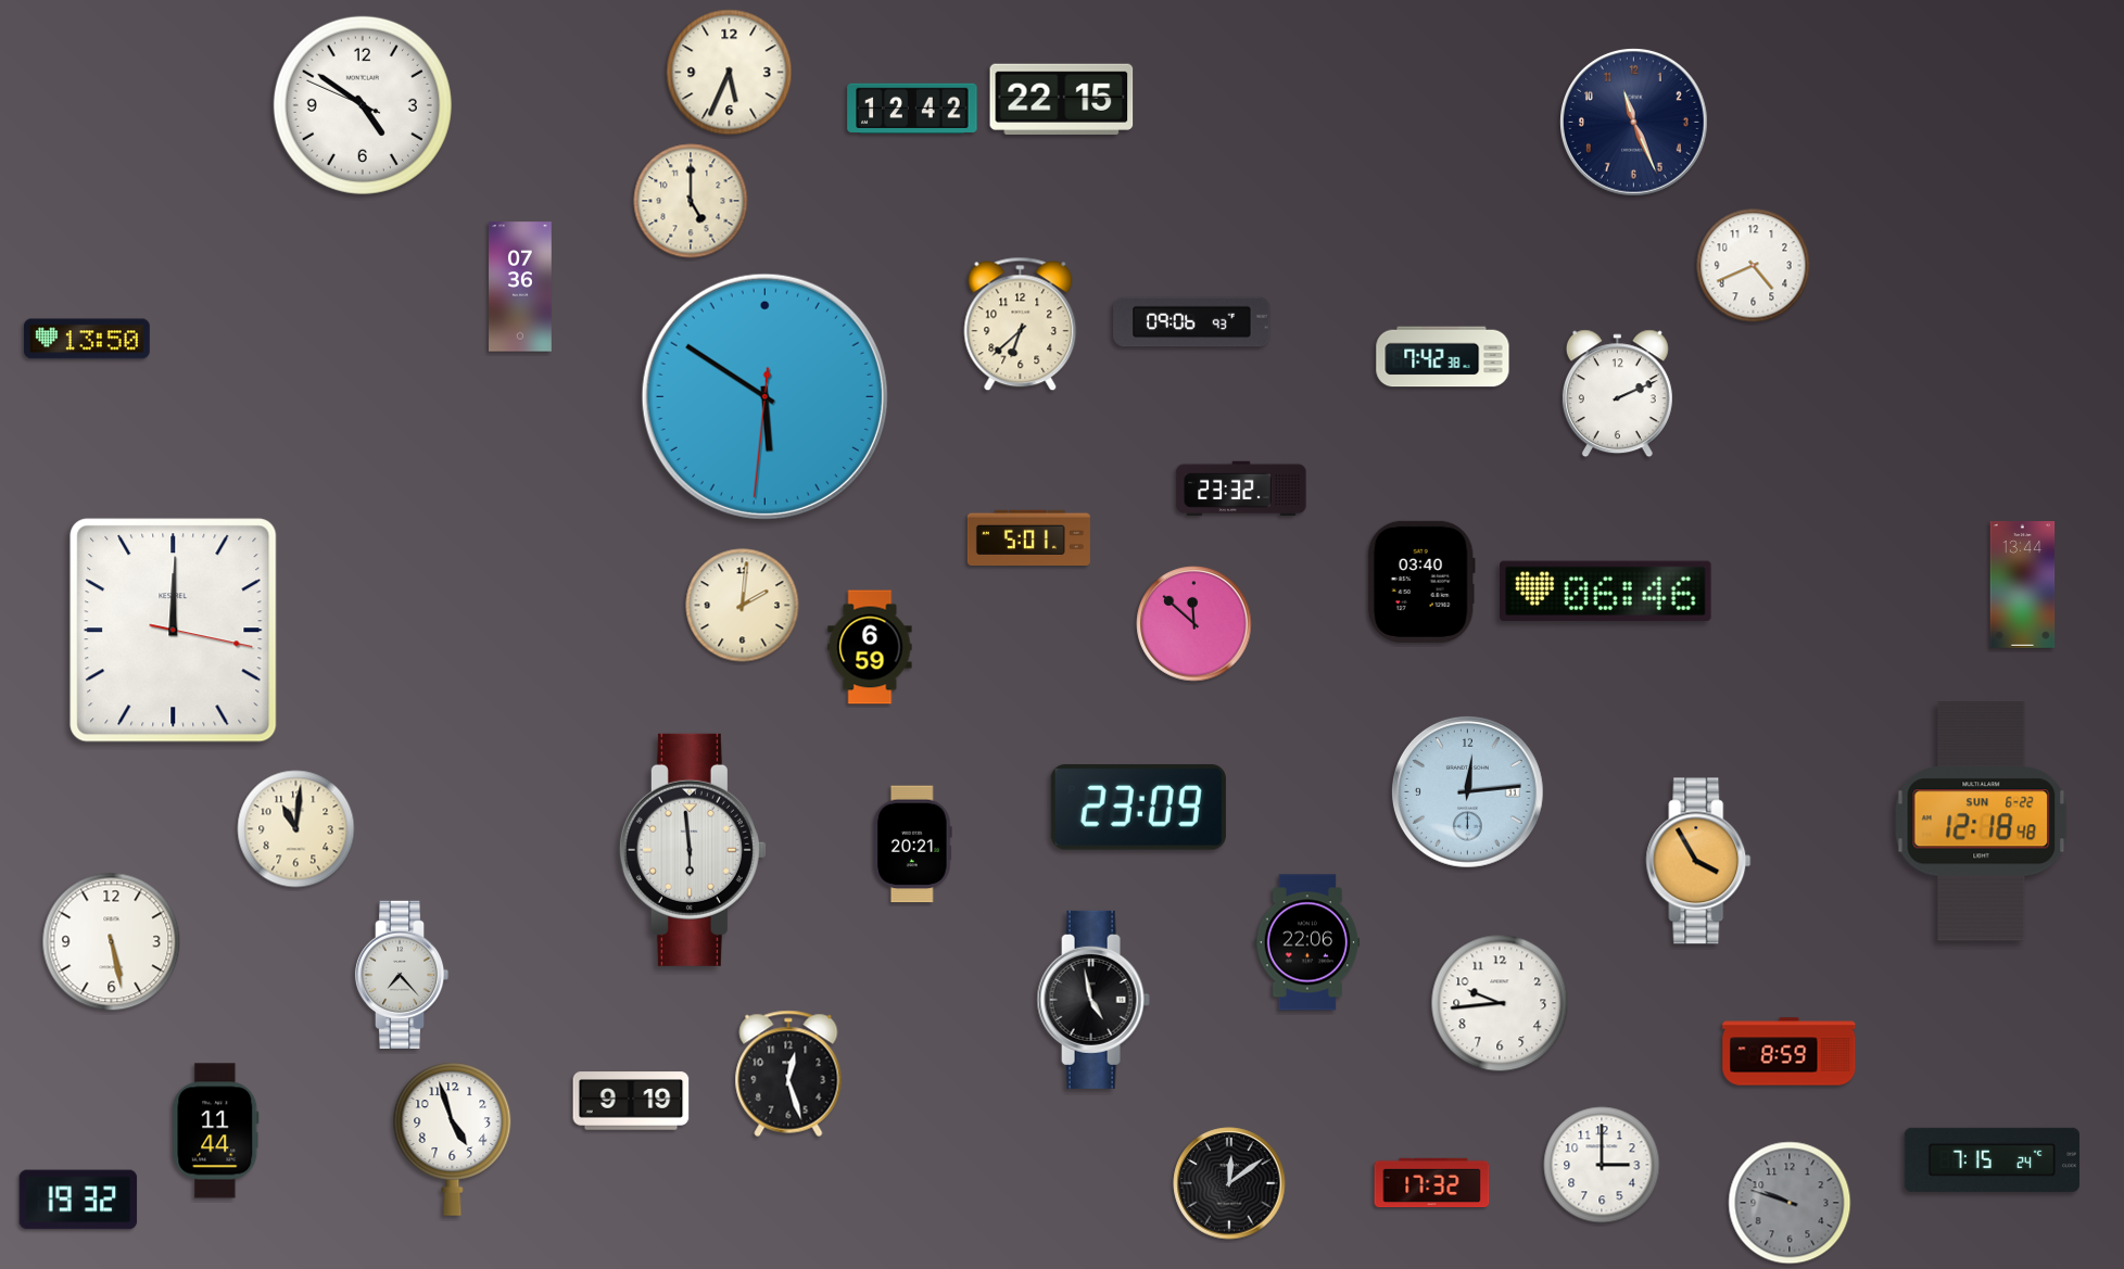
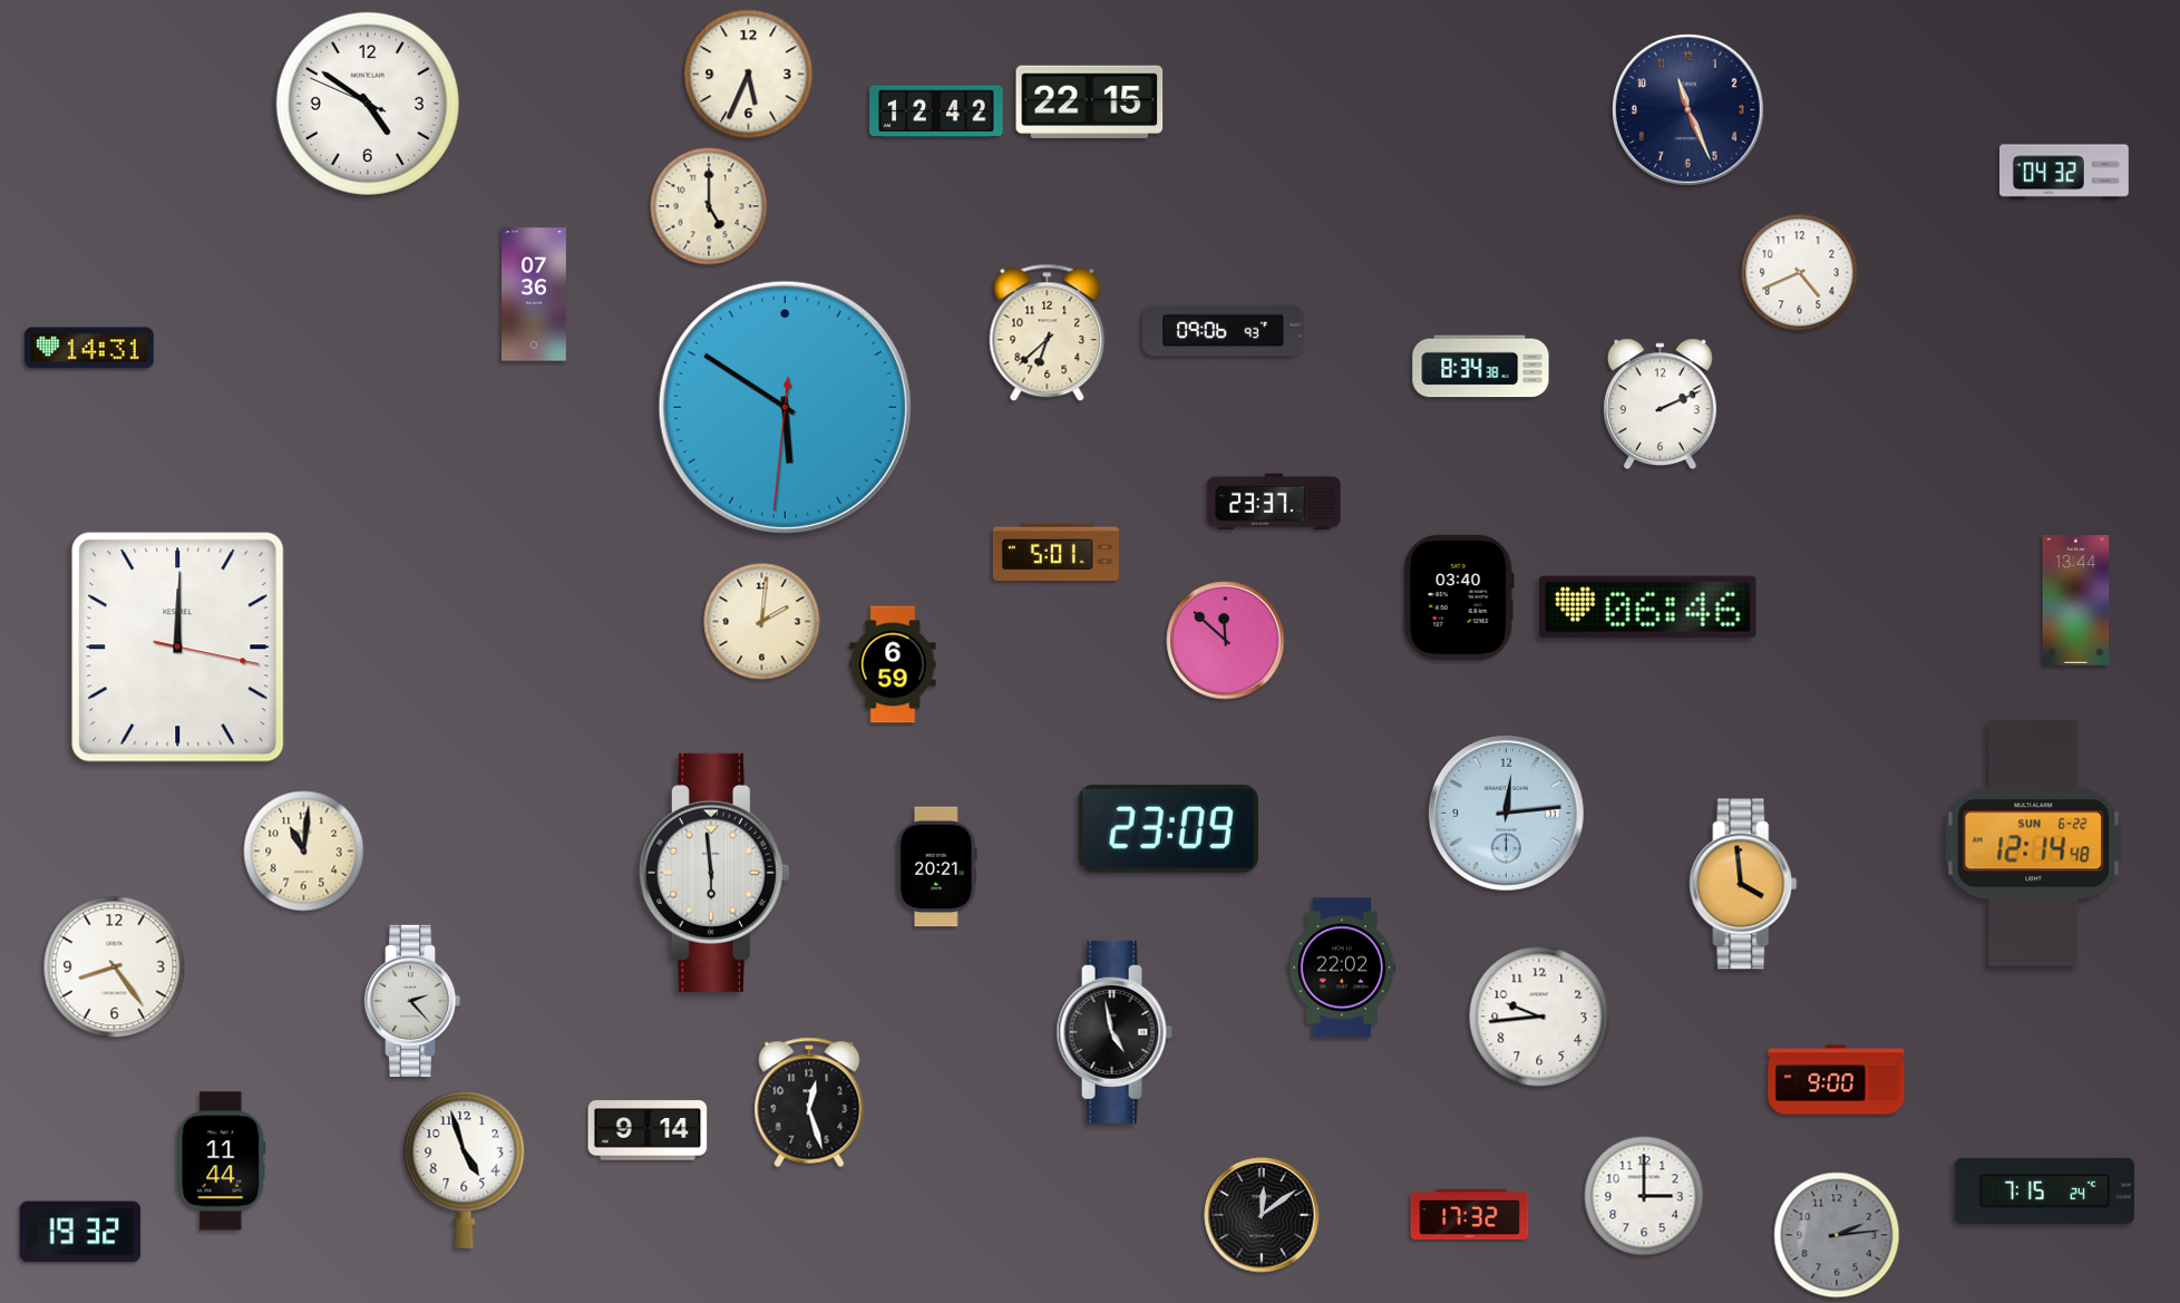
clock at (363, 105) position: (363, 105) -> (368, 104)
clock at (1634, 123) position: (1634, 123) -> (1688, 110)
clock at (2064, 172): none -> 04:32
clock at (88, 339): 13:50 -> 14:31
clock at (1443, 357): 7:42 -> 8:34
clock at (1241, 488): 23:32 -> 23:37
clock at (1982, 822): 12:18 -> 12:14
clock at (693, 850) position: (693, 850) -> (714, 873)
clock at (1698, 861): 3:55 -> 3:59
clock at (112, 942): 5:28 -> 8:24
clock at (1307, 942): 22:06 -> 22:02
clock at (402, 975): 7:23 -> 2:23
clock at (1093, 1000) position: (1093, 1000) -> (1115, 1032)
clock at (1500, 1003) position: (1500, 1003) -> (1539, 1017)
clock at (1790, 1052): 8:59 -> 9:00
clock at (631, 1101): 9:19 -> 9:14
clock at (1790, 1203): 9:48 -> 2:14
